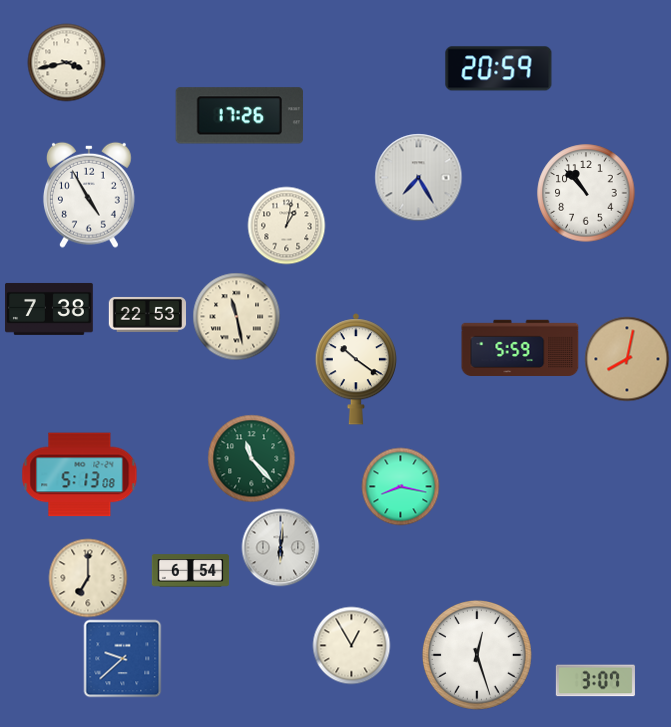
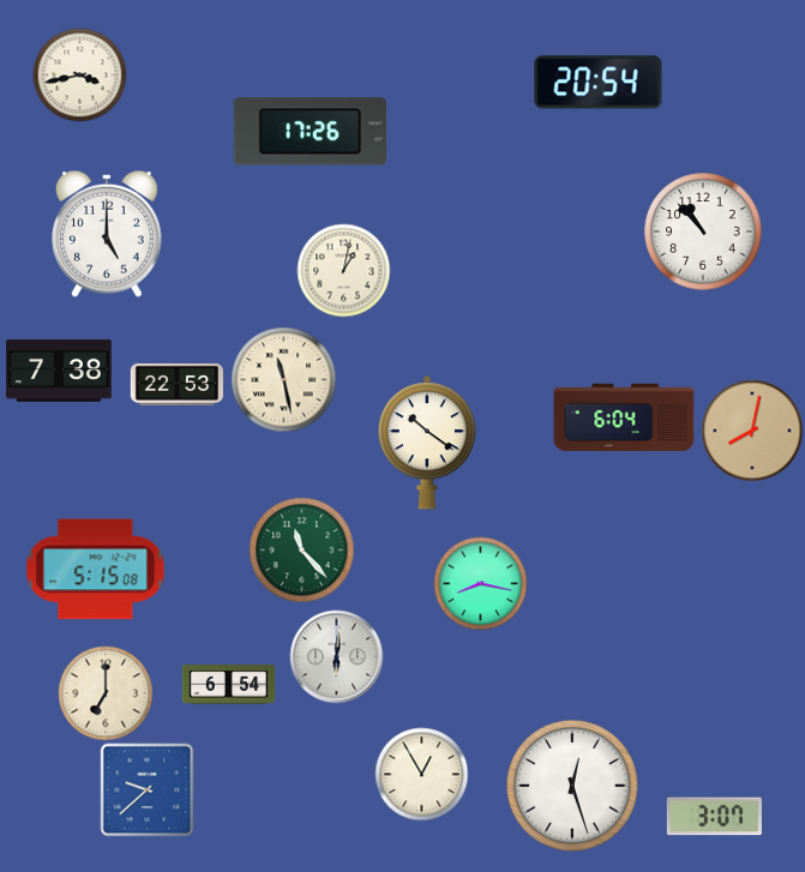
clock at (499, 69): 20:59 -> 20:54
clock at (239, 116) position: (239, 116) -> (310, 132)
clock at (418, 177): 7:25 -> none
clock at (89, 195): 4:55 -> 5:00
clock at (147, 314) position: (147, 314) -> (176, 384)
clock at (520, 347): 5:59 -> 6:04
clock at (80, 475): 5:13 -> 5:15
